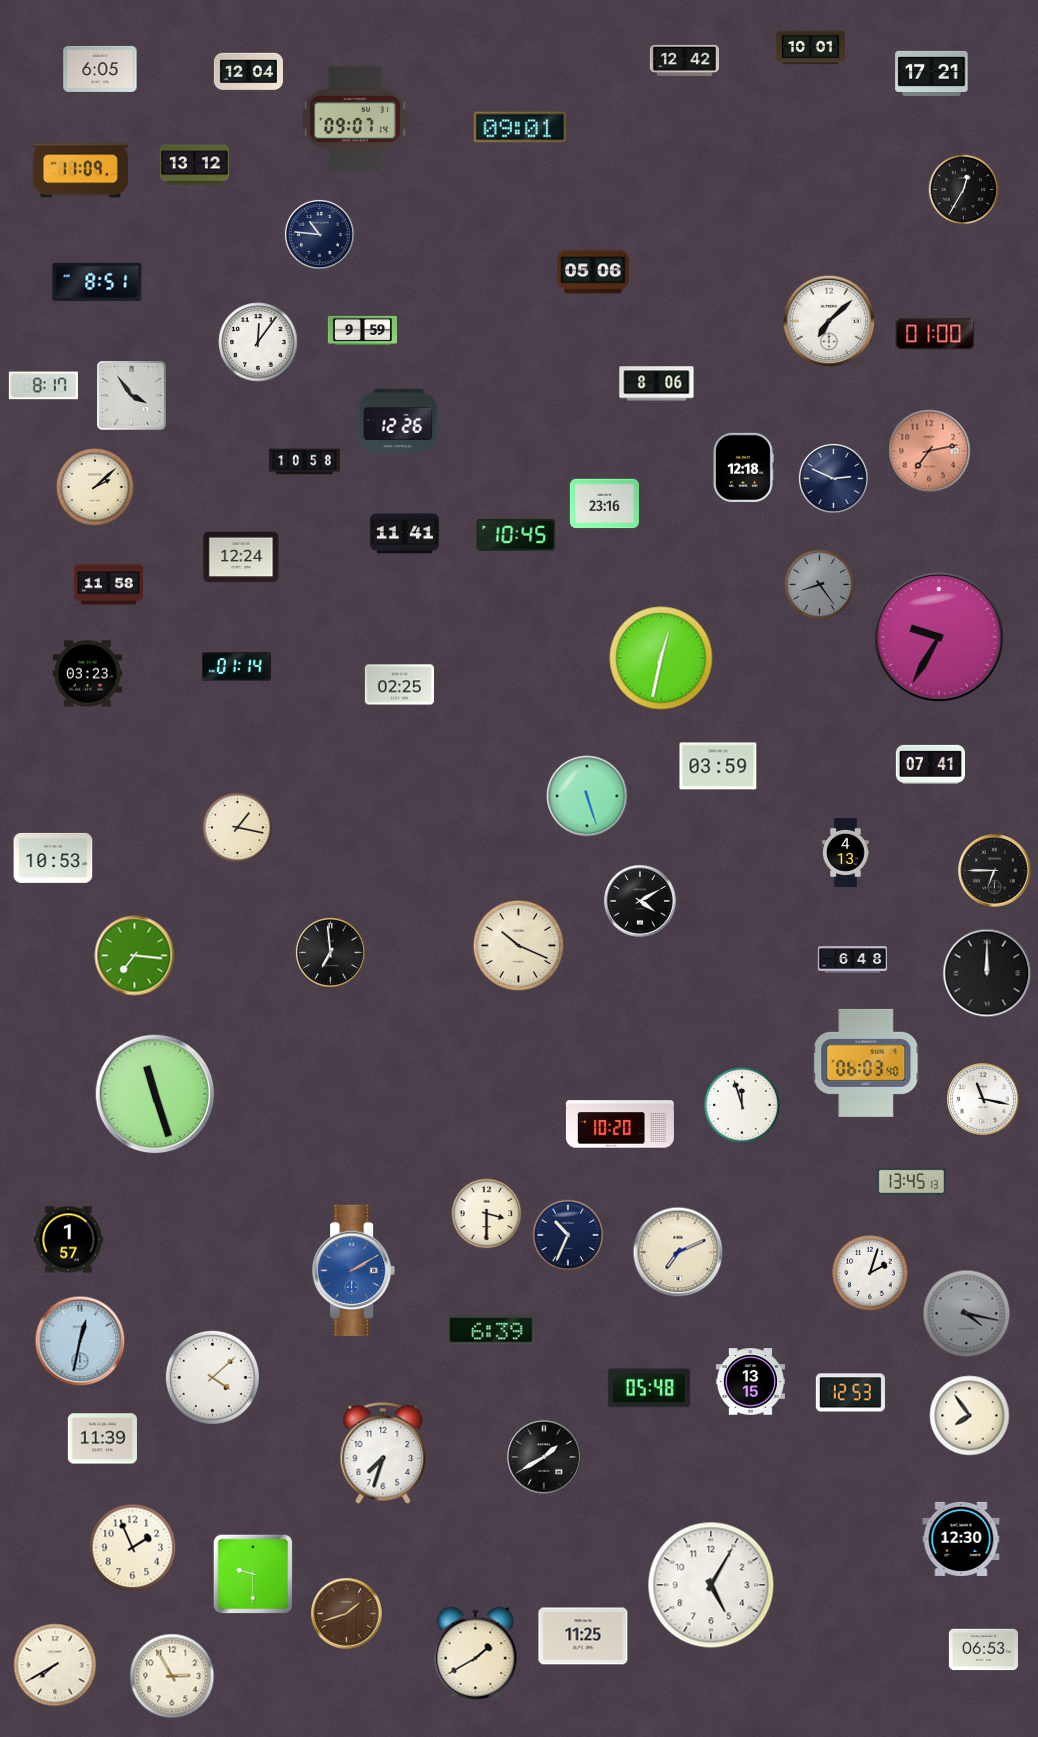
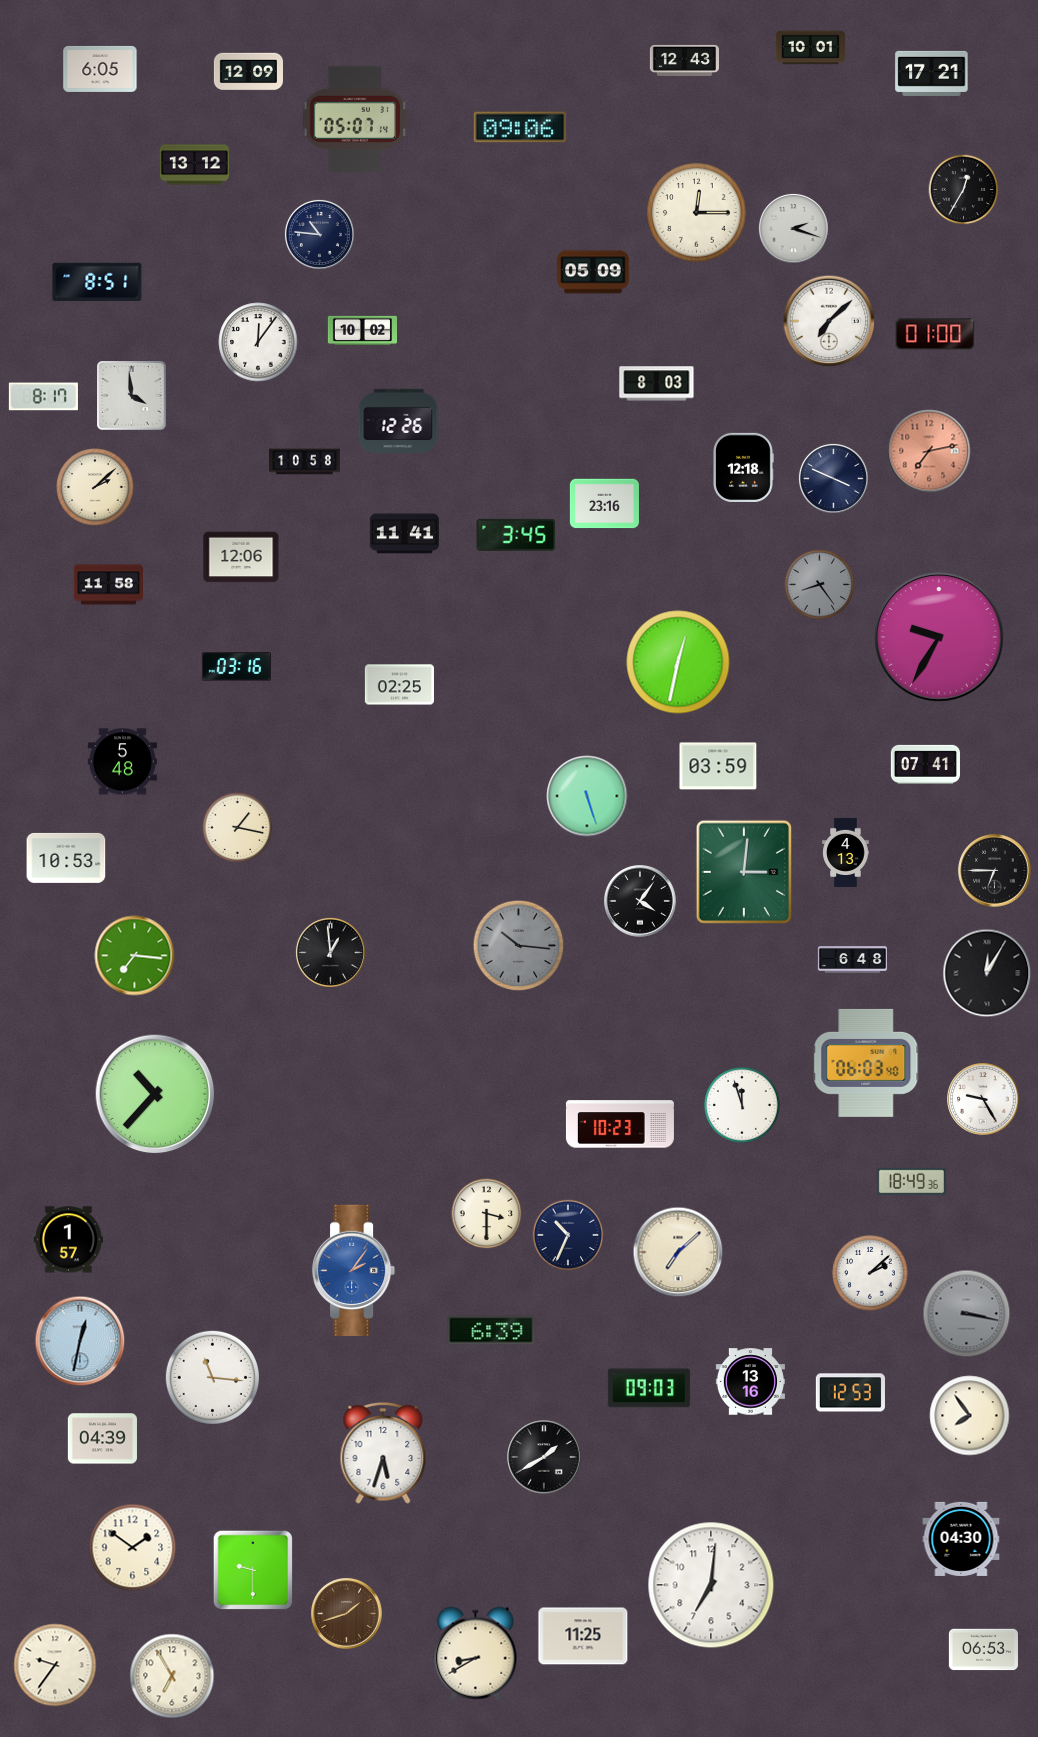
clock at (684, 60): 12:42 -> 12:43
clock at (248, 72): 12:04 -> 12:09
clock at (355, 118): 09:07 -> 05:07
clock at (520, 127): 09:01 -> 09:06
clock at (80, 171): 11:09 -> none
clock at (697, 213): none -> 12:15
clock at (793, 228): none -> 2:18
clock at (593, 272): 05:06 -> 05:09
clock at (362, 330): 9:59 -> 10:02
clock at (657, 384): 8:06 -> 8:03
clock at (43, 386) position: (43, 386) -> (43, 397)
clock at (132, 396): 3:54 -> 3:59
clock at (833, 478): 2:49 -> 3:49
clock at (516, 535): 10:45 -> 3:45
clock at (241, 557): 12:24 -> 12:06
clock at (661, 658) position: (661, 658) -> (678, 662)
clock at (236, 667): 01:14 -> 03:16
clock at (87, 674): 03:23 -> none
clock at (122, 762): none -> 5:48
clock at (930, 764) position: (930, 764) -> (925, 764)
clock at (53, 858) position: (53, 858) -> (66, 858)
clock at (744, 872): none -> 3:01
clock at (640, 901): 4:10 -> 4:06
clock at (519, 946): 10:19 -> 10:16
clock at (519, 946) dial: cream -> grey
clock at (330, 952): 6:59 -> 12:59
clock at (987, 973): 12:00 -> 12:05
clock at (155, 1094): 11:27 -> 10:37
clock at (983, 1099): 11:17 -> 9:25
clock at (620, 1124): 10:20 -> 10:23
clock at (911, 1182): 13:45 -> 18:49
clock at (678, 1252): 7:11 -> 7:08
clock at (354, 1271): 2:10 -> 2:06
clock at (871, 1274): 2:03 -> 2:08
clock at (967, 1314): 4:17 -> 3:17
clock at (212, 1377): 4:08 -> 11:16
clock at (750, 1382): 13:15 -> 13:16
clock at (649, 1388): 05:48 -> 09:03
clock at (102, 1439): 11:39 -> 04:39
clock at (383, 1453): 7:33 -> 5:33
clock at (961, 1539): 12:30 -> 04:30
clock at (133, 1548): 1:56 -> 1:51
clock at (253, 1574) position: (253, 1574) -> (253, 1570)
clock at (711, 1585): 5:05 -> 7:01
clock at (476, 1655): 1:40 -> 8:40
clock at (55, 1665): 7:40 -> 9:36
clock at (172, 1676): 2:55 -> 6:55
